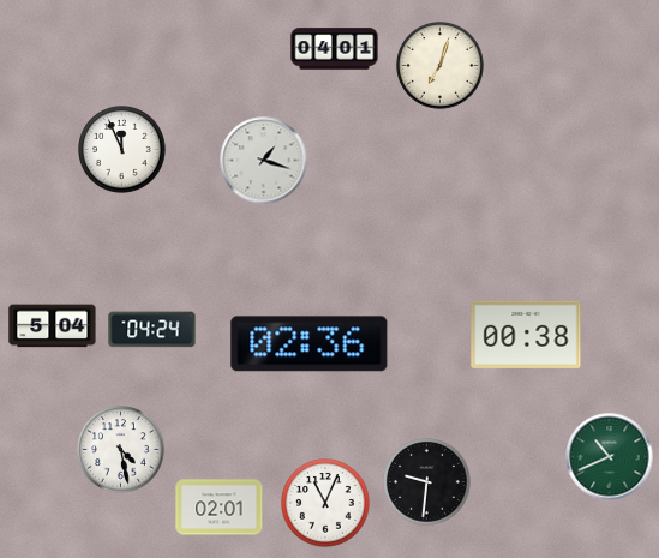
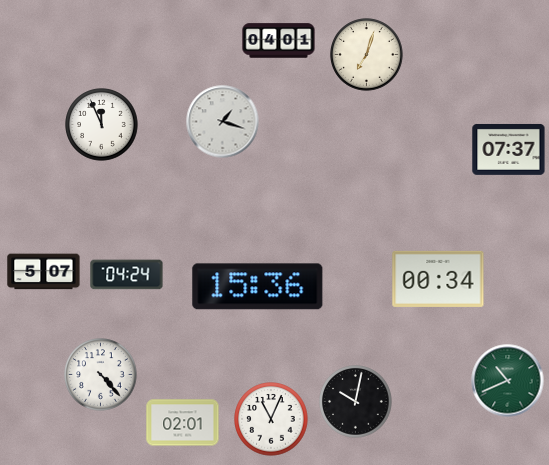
clock at (264, 161) position: (264, 161) -> (223, 122)
clock at (509, 149): none -> 07:37
clock at (53, 326): 5:04 -> 5:07
clock at (526, 335): 00:38 -> 00:34
clock at (310, 344): 02:36 -> 15:36
clock at (121, 450): 4:28 -> 4:23
clock at (427, 482): 9:31 -> 10:02
